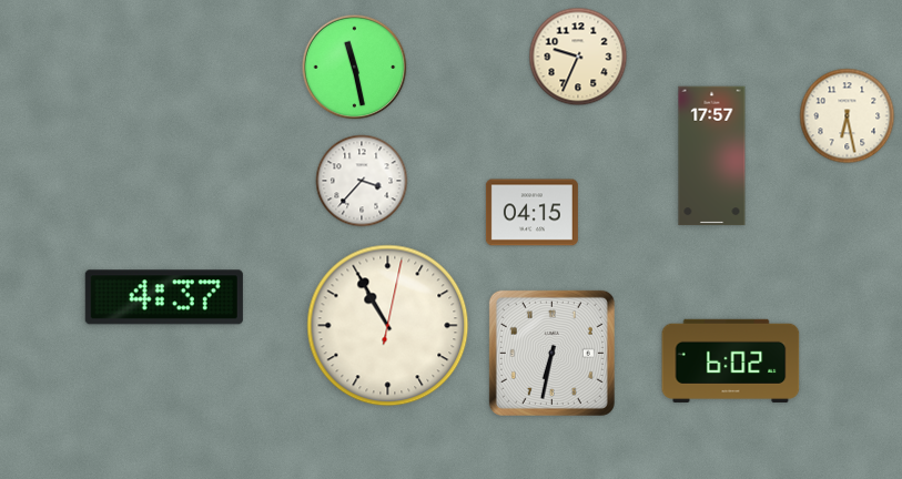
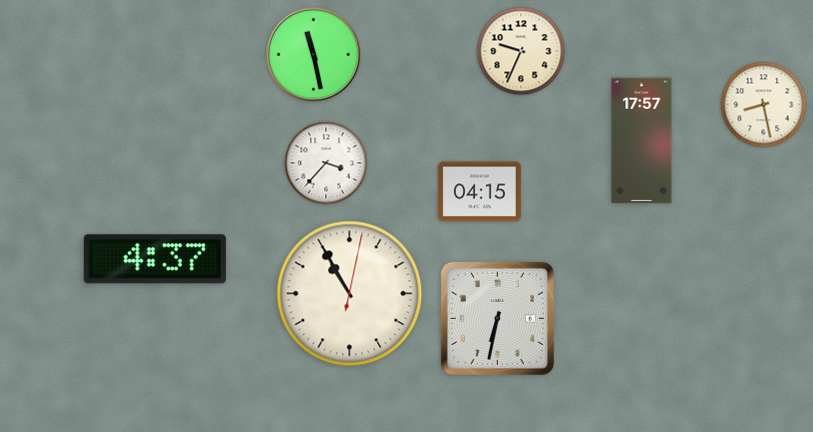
clock at (355, 68) position: (355, 68) -> (314, 55)
clock at (848, 116): 6:28 -> 8:28
clock at (164, 297) position: (164, 297) -> (155, 259)
clock at (731, 360): 6:02 -> none
